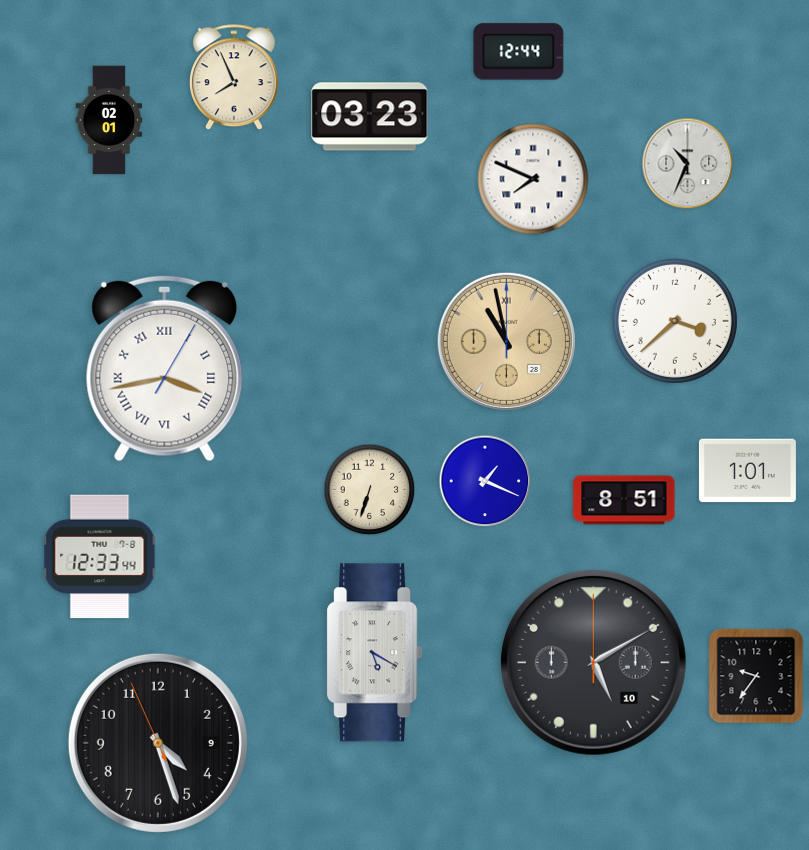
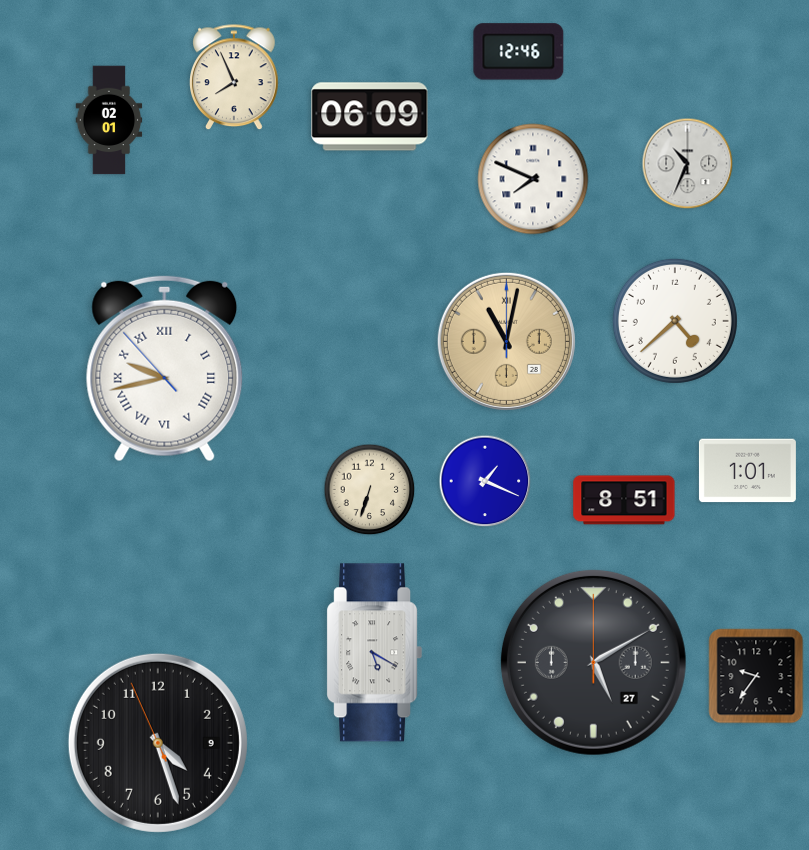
clock at (519, 52): 12:44 -> 12:46
clock at (370, 117): 03:23 -> 06:09
clock at (675, 321): 3:38 -> 4:38
clock at (506, 341): 10:58 -> 11:02
clock at (165, 368): 3:43 -> 9:42
clock at (100, 557): 12:33 -> none
clock at (593, 662) date: 10 -> 27
